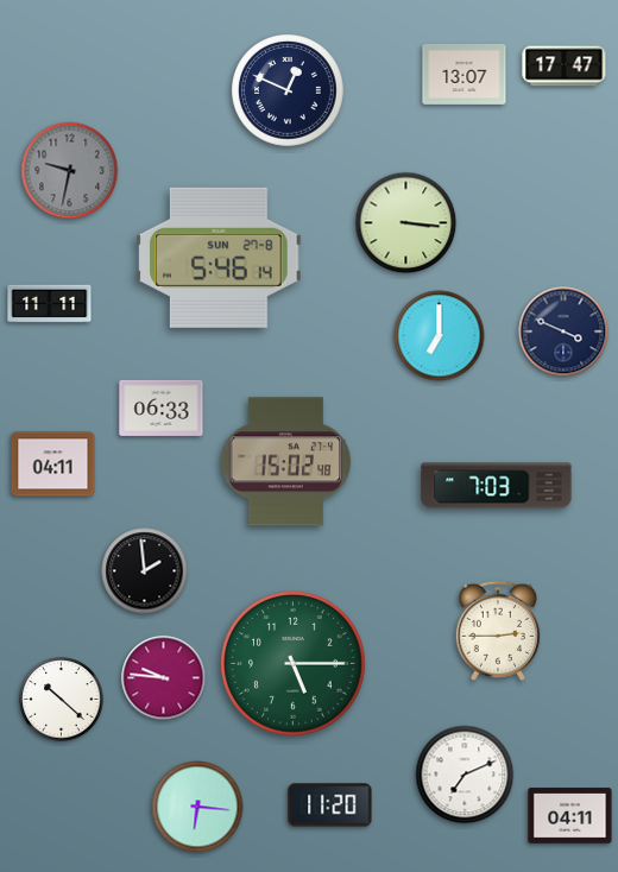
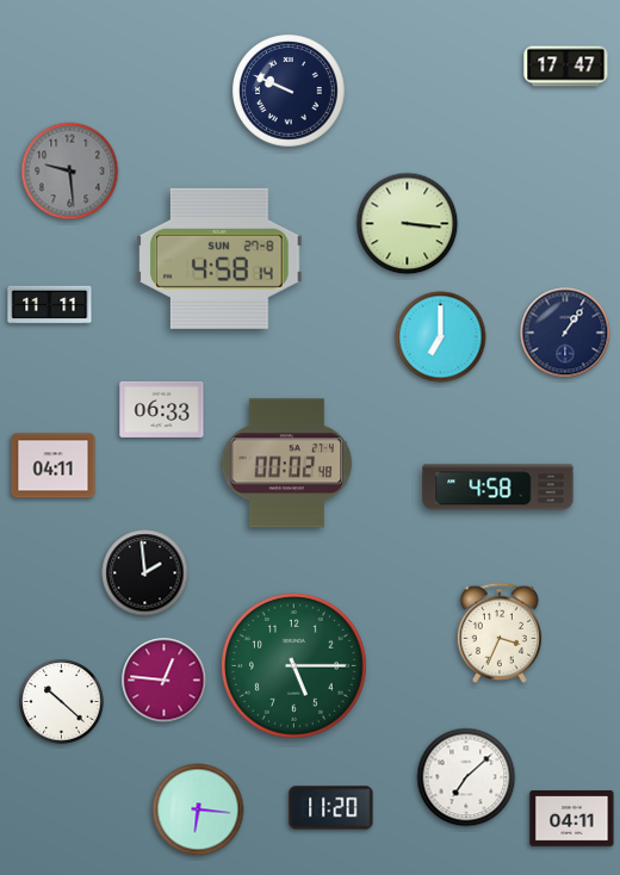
clock at (465, 74): 13:07 -> none
clock at (289, 91): 12:49 -> 9:49
clock at (70, 171): 9:32 -> 9:29
clock at (219, 258): 5:46 -> 4:58
clock at (563, 331): 3:49 -> 1:06
clock at (286, 462): 15:02 -> 00:02
clock at (497, 486): 7:03 -> 4:58
clock at (498, 631): 2:45 -> 3:34
clock at (164, 678): 9:46 -> 12:46
clock at (465, 775): 7:11 -> 7:08
